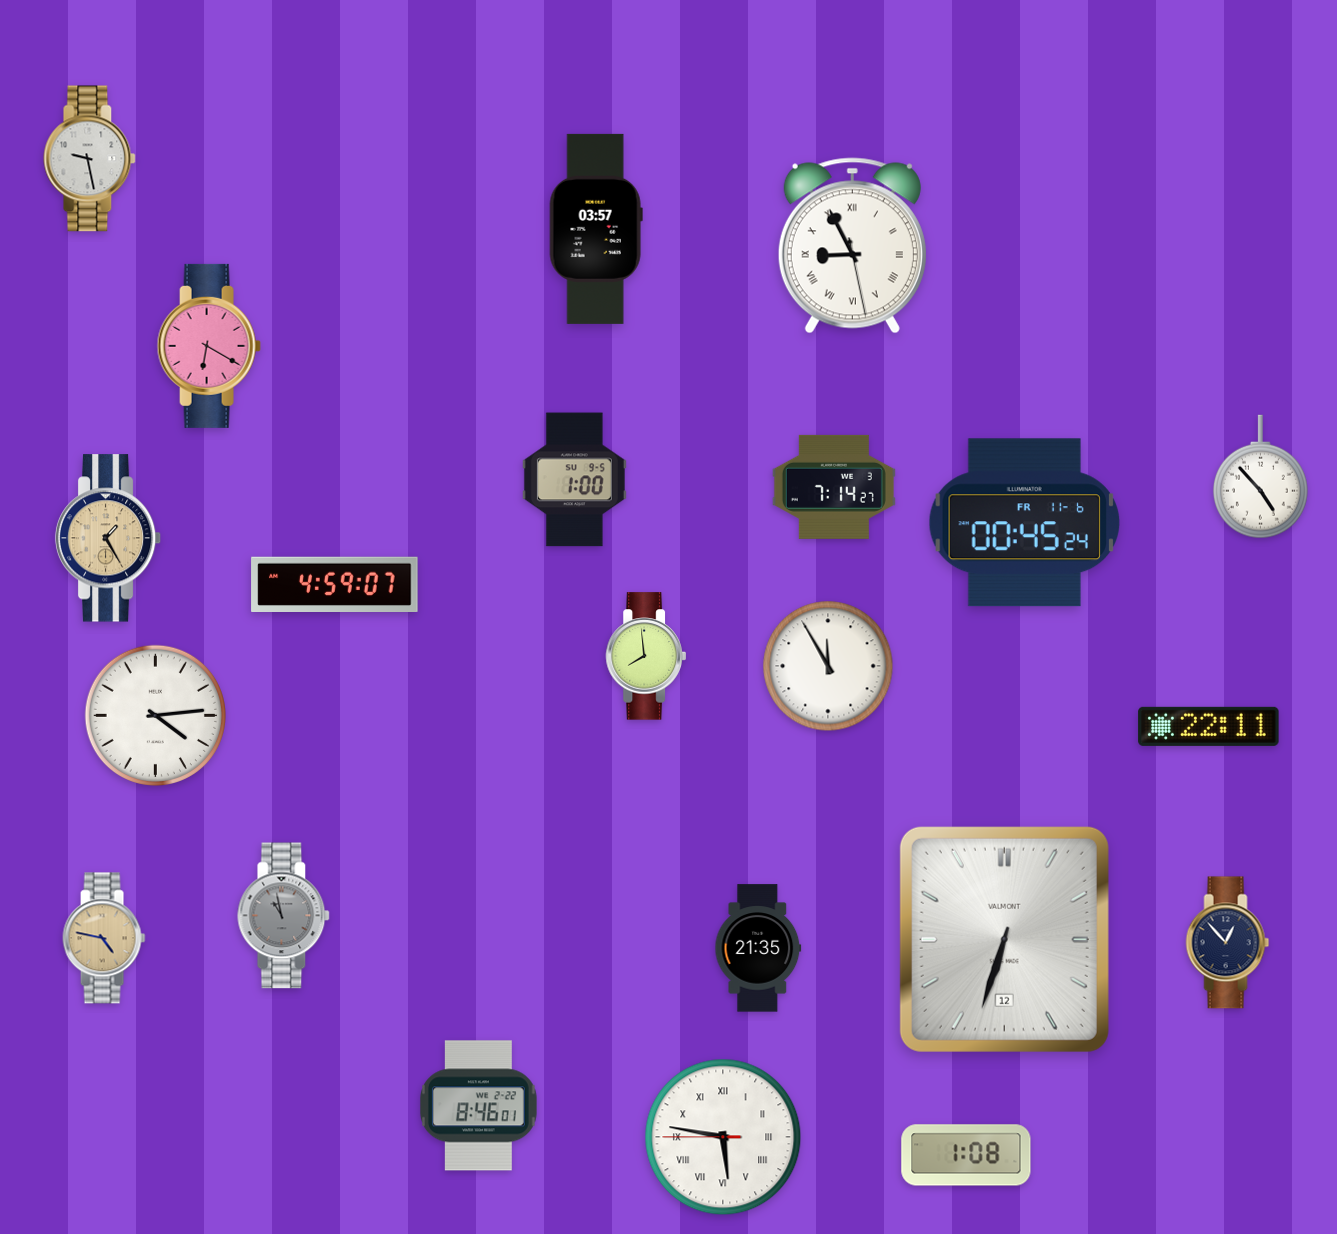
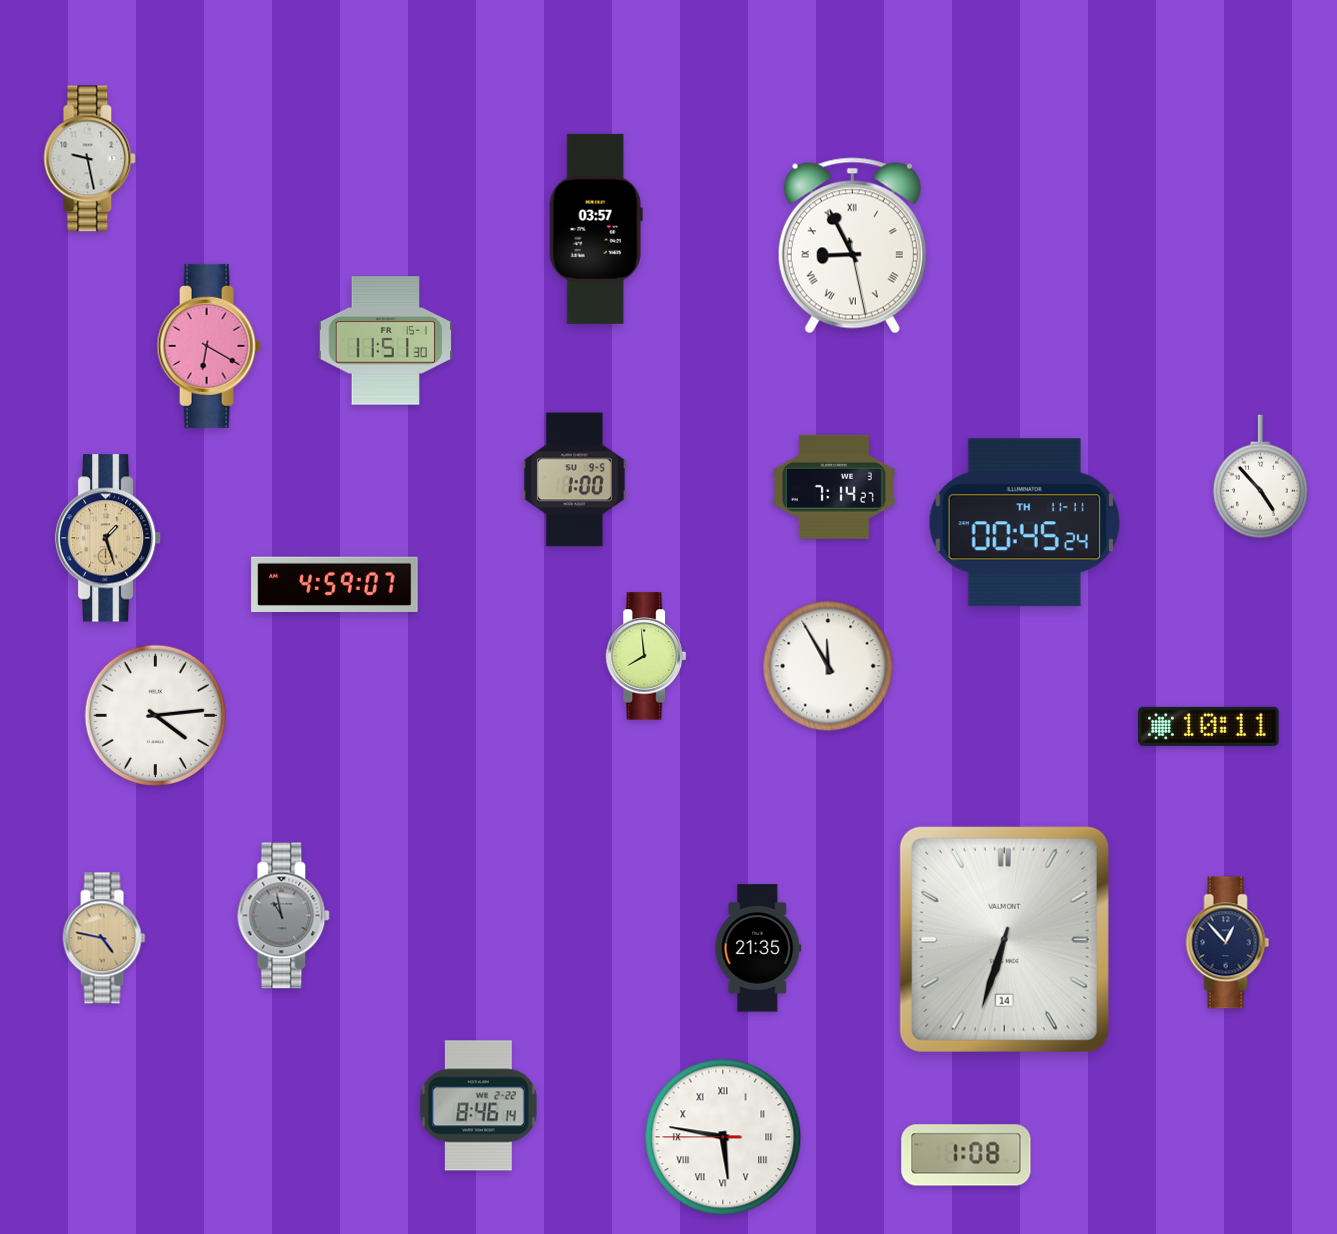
clock at (386, 341): none -> 11:51
clock at (1024, 523) date: FR 11-6 -> TH 11-11
clock at (108, 538): 1:25 -> 1:27
clock at (1209, 726): 22:11 -> 10:11
clock at (1004, 939) date: 12 -> 14
clock at (479, 1106): 8:46:01 -> 8:46:14
